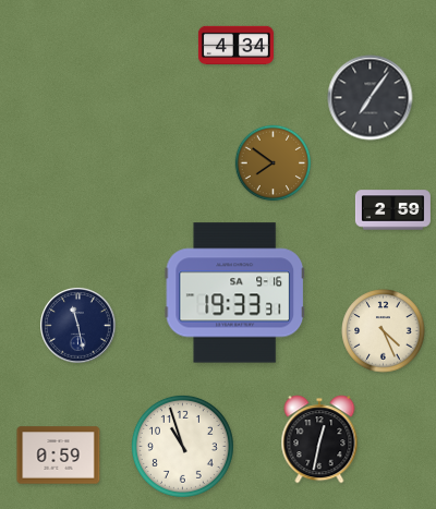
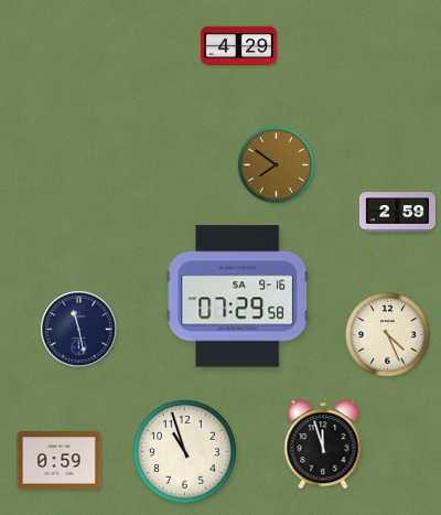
clock at (235, 46): 4:34 -> 4:29
clock at (371, 98): 7:06 -> none
clock at (235, 293): 19:33 -> 07:29
clock at (319, 439): 12:32 -> 11:57
